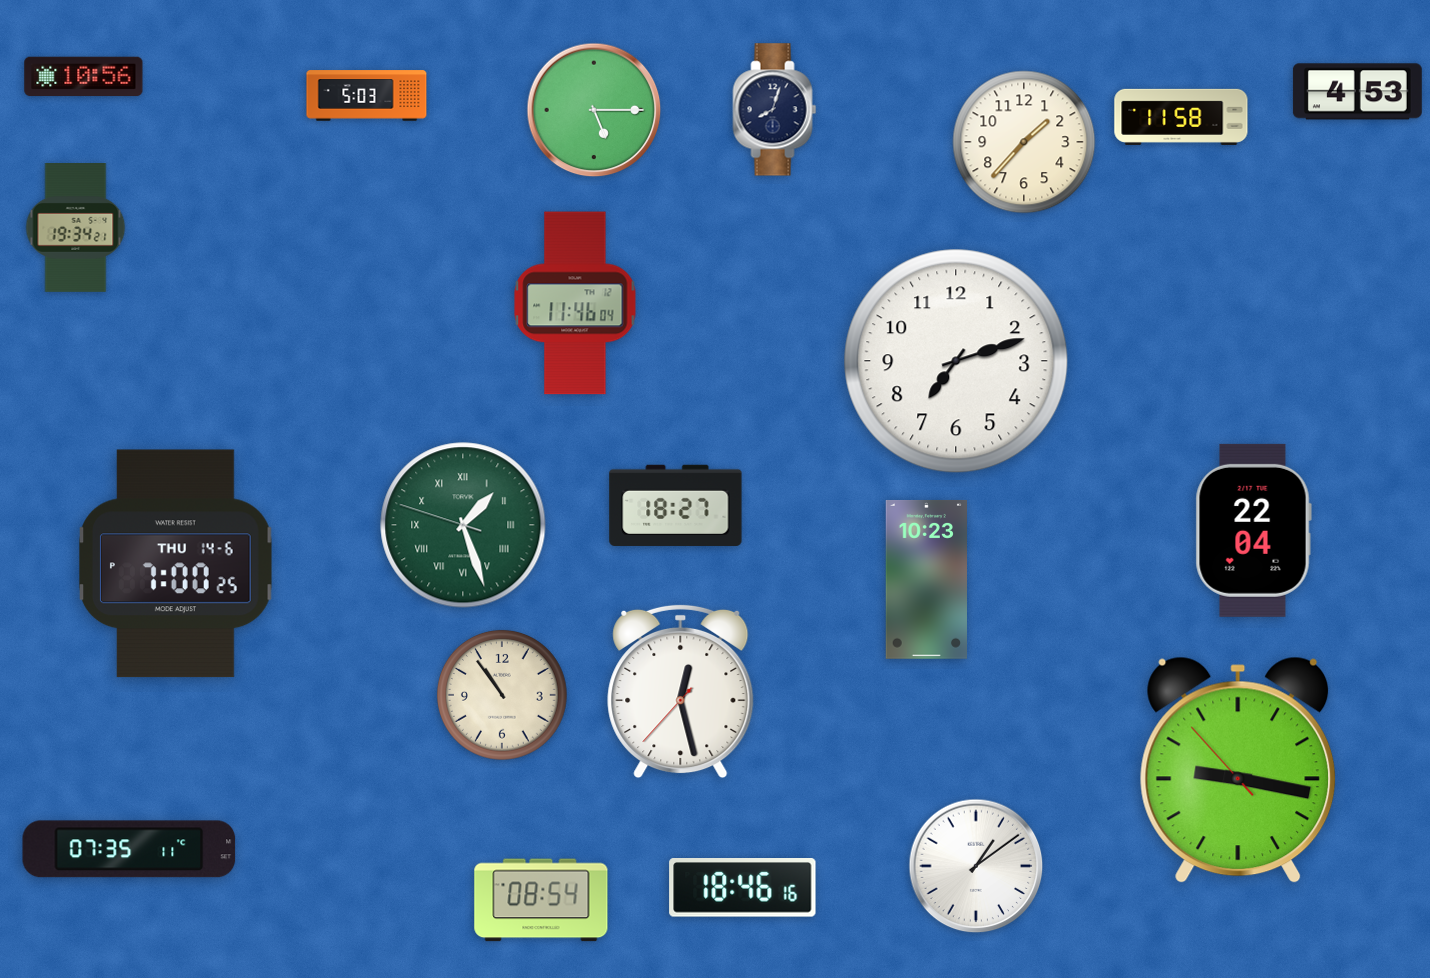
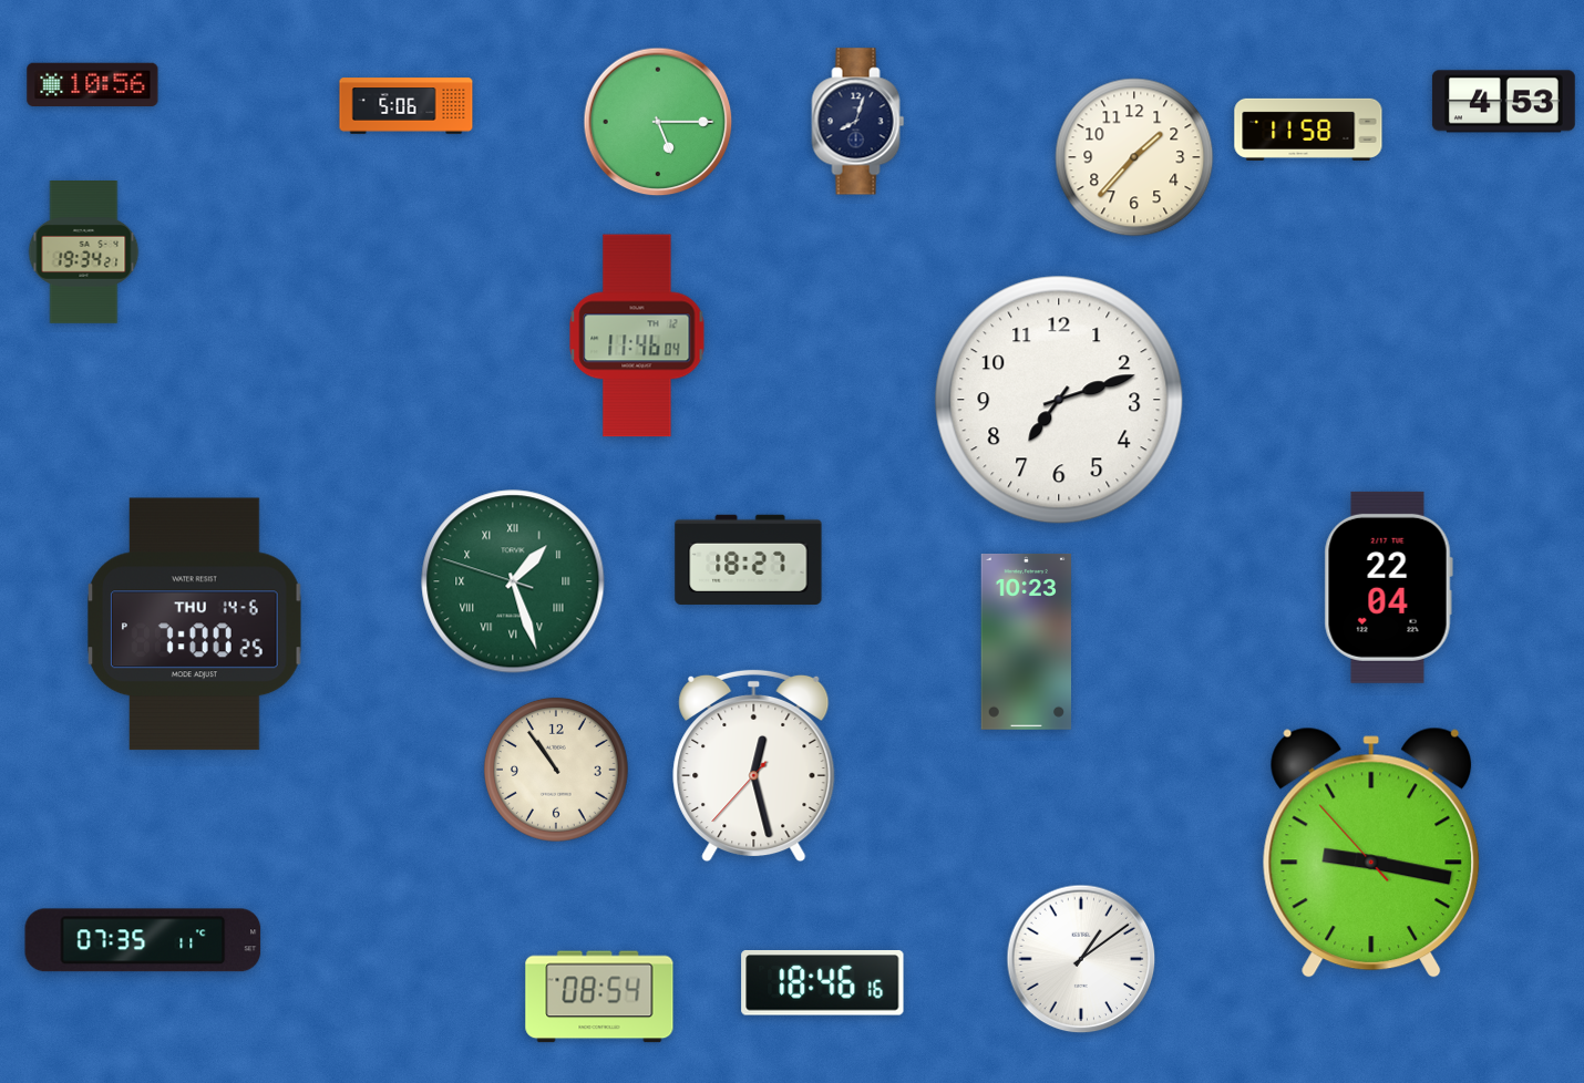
clock at (367, 96): 5:03 -> 5:06
